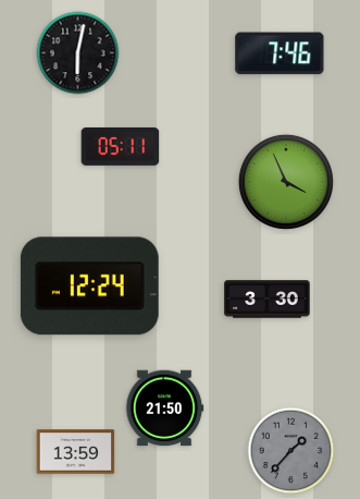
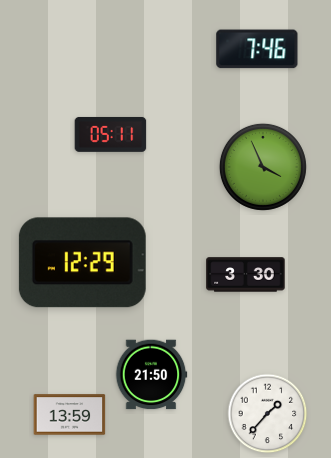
clock at (78, 53): 6:02 -> none
clock at (89, 287): 12:24 -> 12:29
clock at (291, 451) dial: grey -> white
